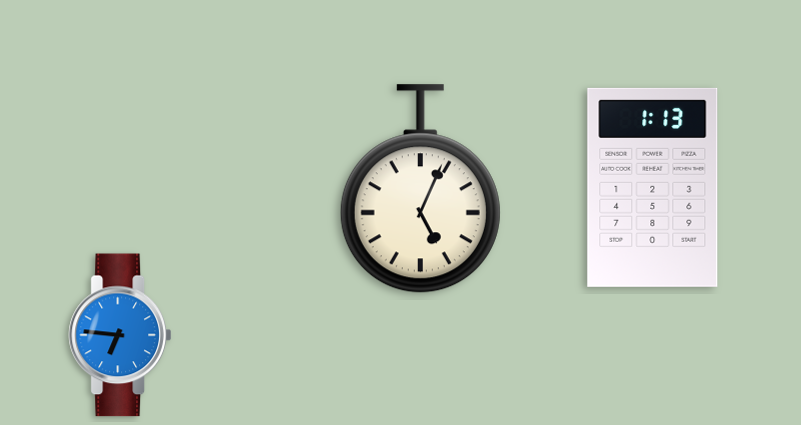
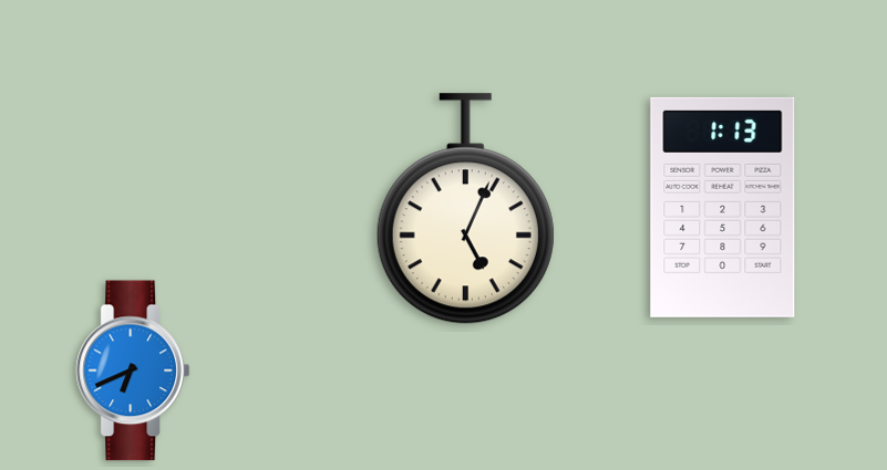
clock at (119, 335): 6:46 -> 6:41
